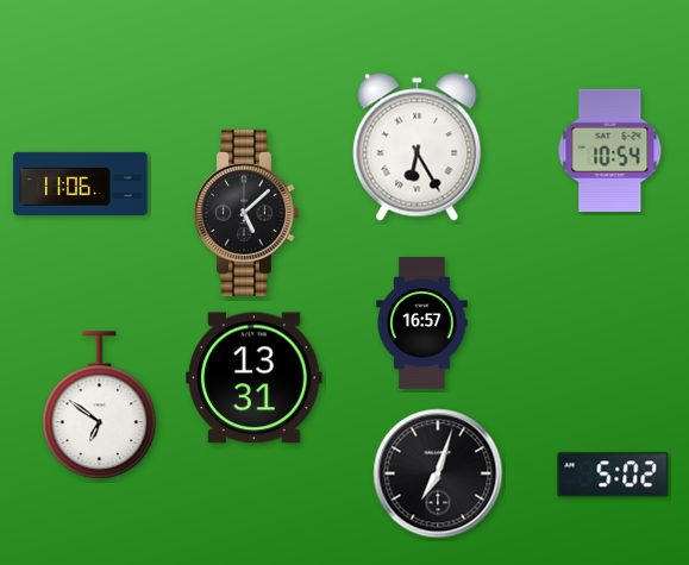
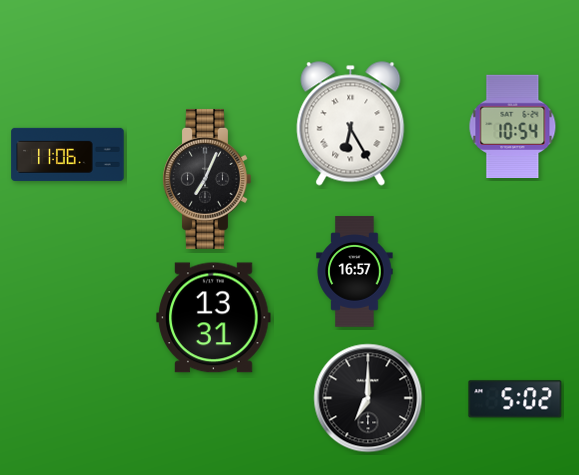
clock at (246, 213): 5:08 -> 7:04
clock at (100, 406): 6:51 -> none
clock at (438, 473): 7:03 -> 7:00
